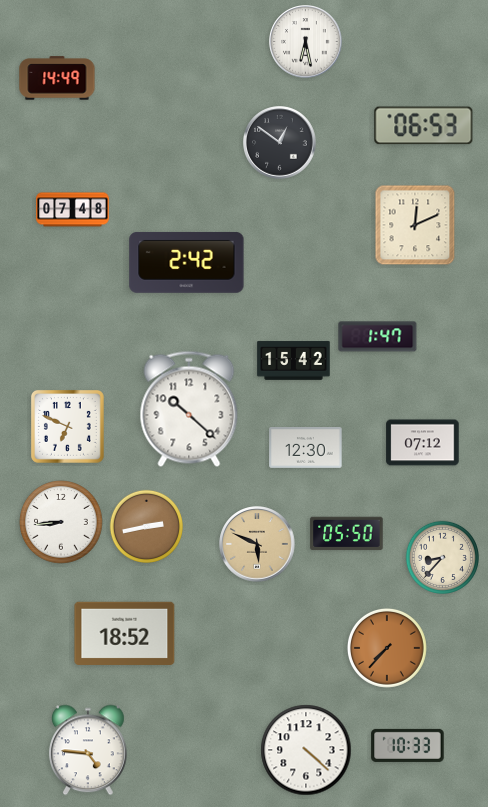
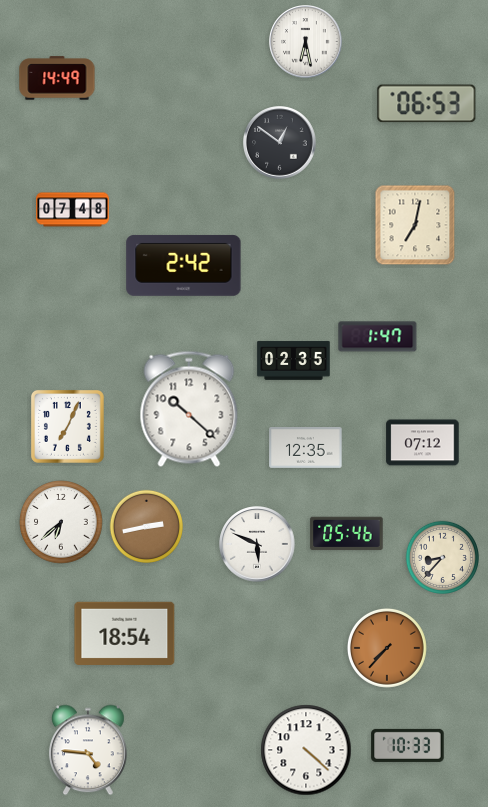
clock at (424, 126) position: (424, 126) -> (427, 104)
clock at (415, 225): 12:11 -> 7:02
clock at (187, 262) position: (187, 262) -> (184, 265)
clock at (294, 361): 15:42 -> 02:35
clock at (67, 426): 6:49 -> 7:04
clock at (306, 448): 12:30 -> 12:35
clock at (61, 522): 8:44 -> 6:38
clock at (347, 534): 05:50 -> 05:46
clock at (257, 544) dial: champagne -> white
clock at (125, 633): 18:52 -> 18:54
